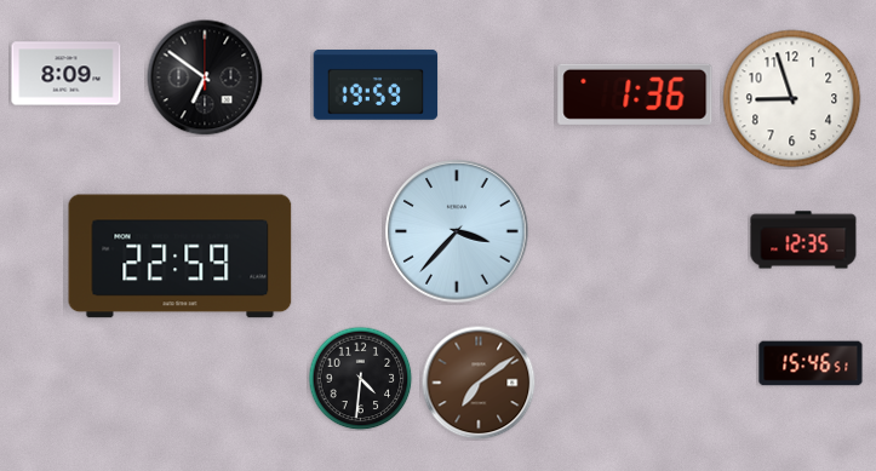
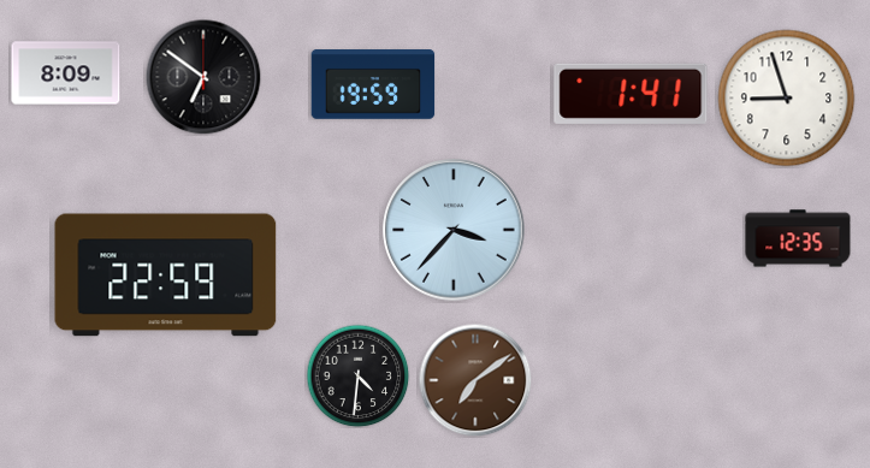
clock at (635, 94): 1:36 -> 1:41
clock at (181, 257) position: (181, 257) -> (166, 276)
clock at (811, 363): 15:46 -> none
